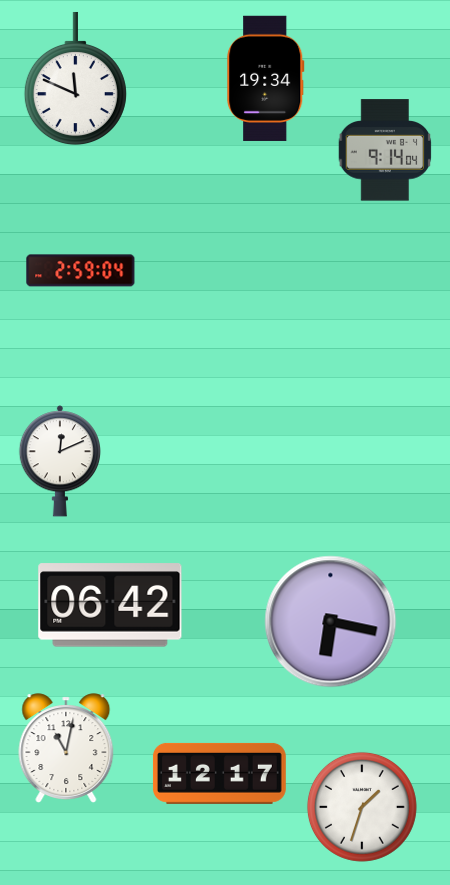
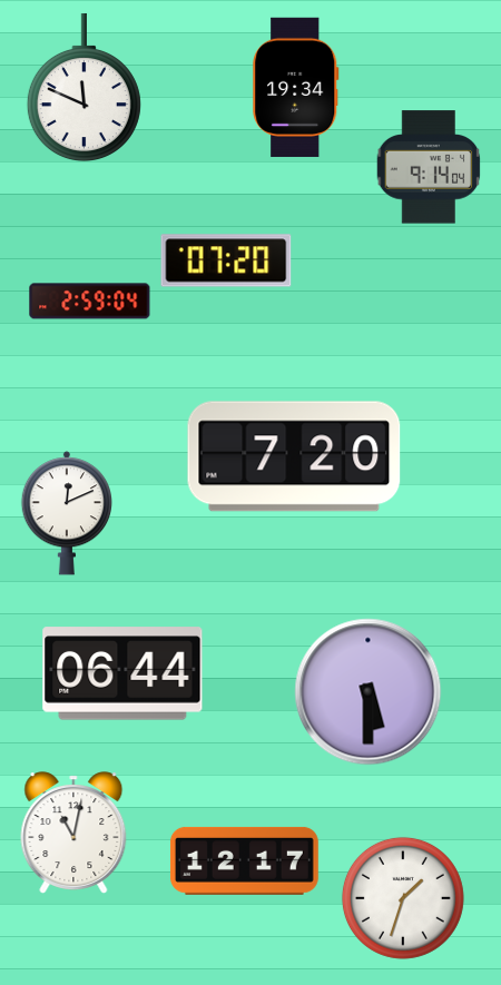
clock at (226, 260): none -> 07:20
clock at (294, 456): none -> 7:20
clock at (110, 605): 06:42 -> 06:44
clock at (331, 622): 6:17 -> 5:30
